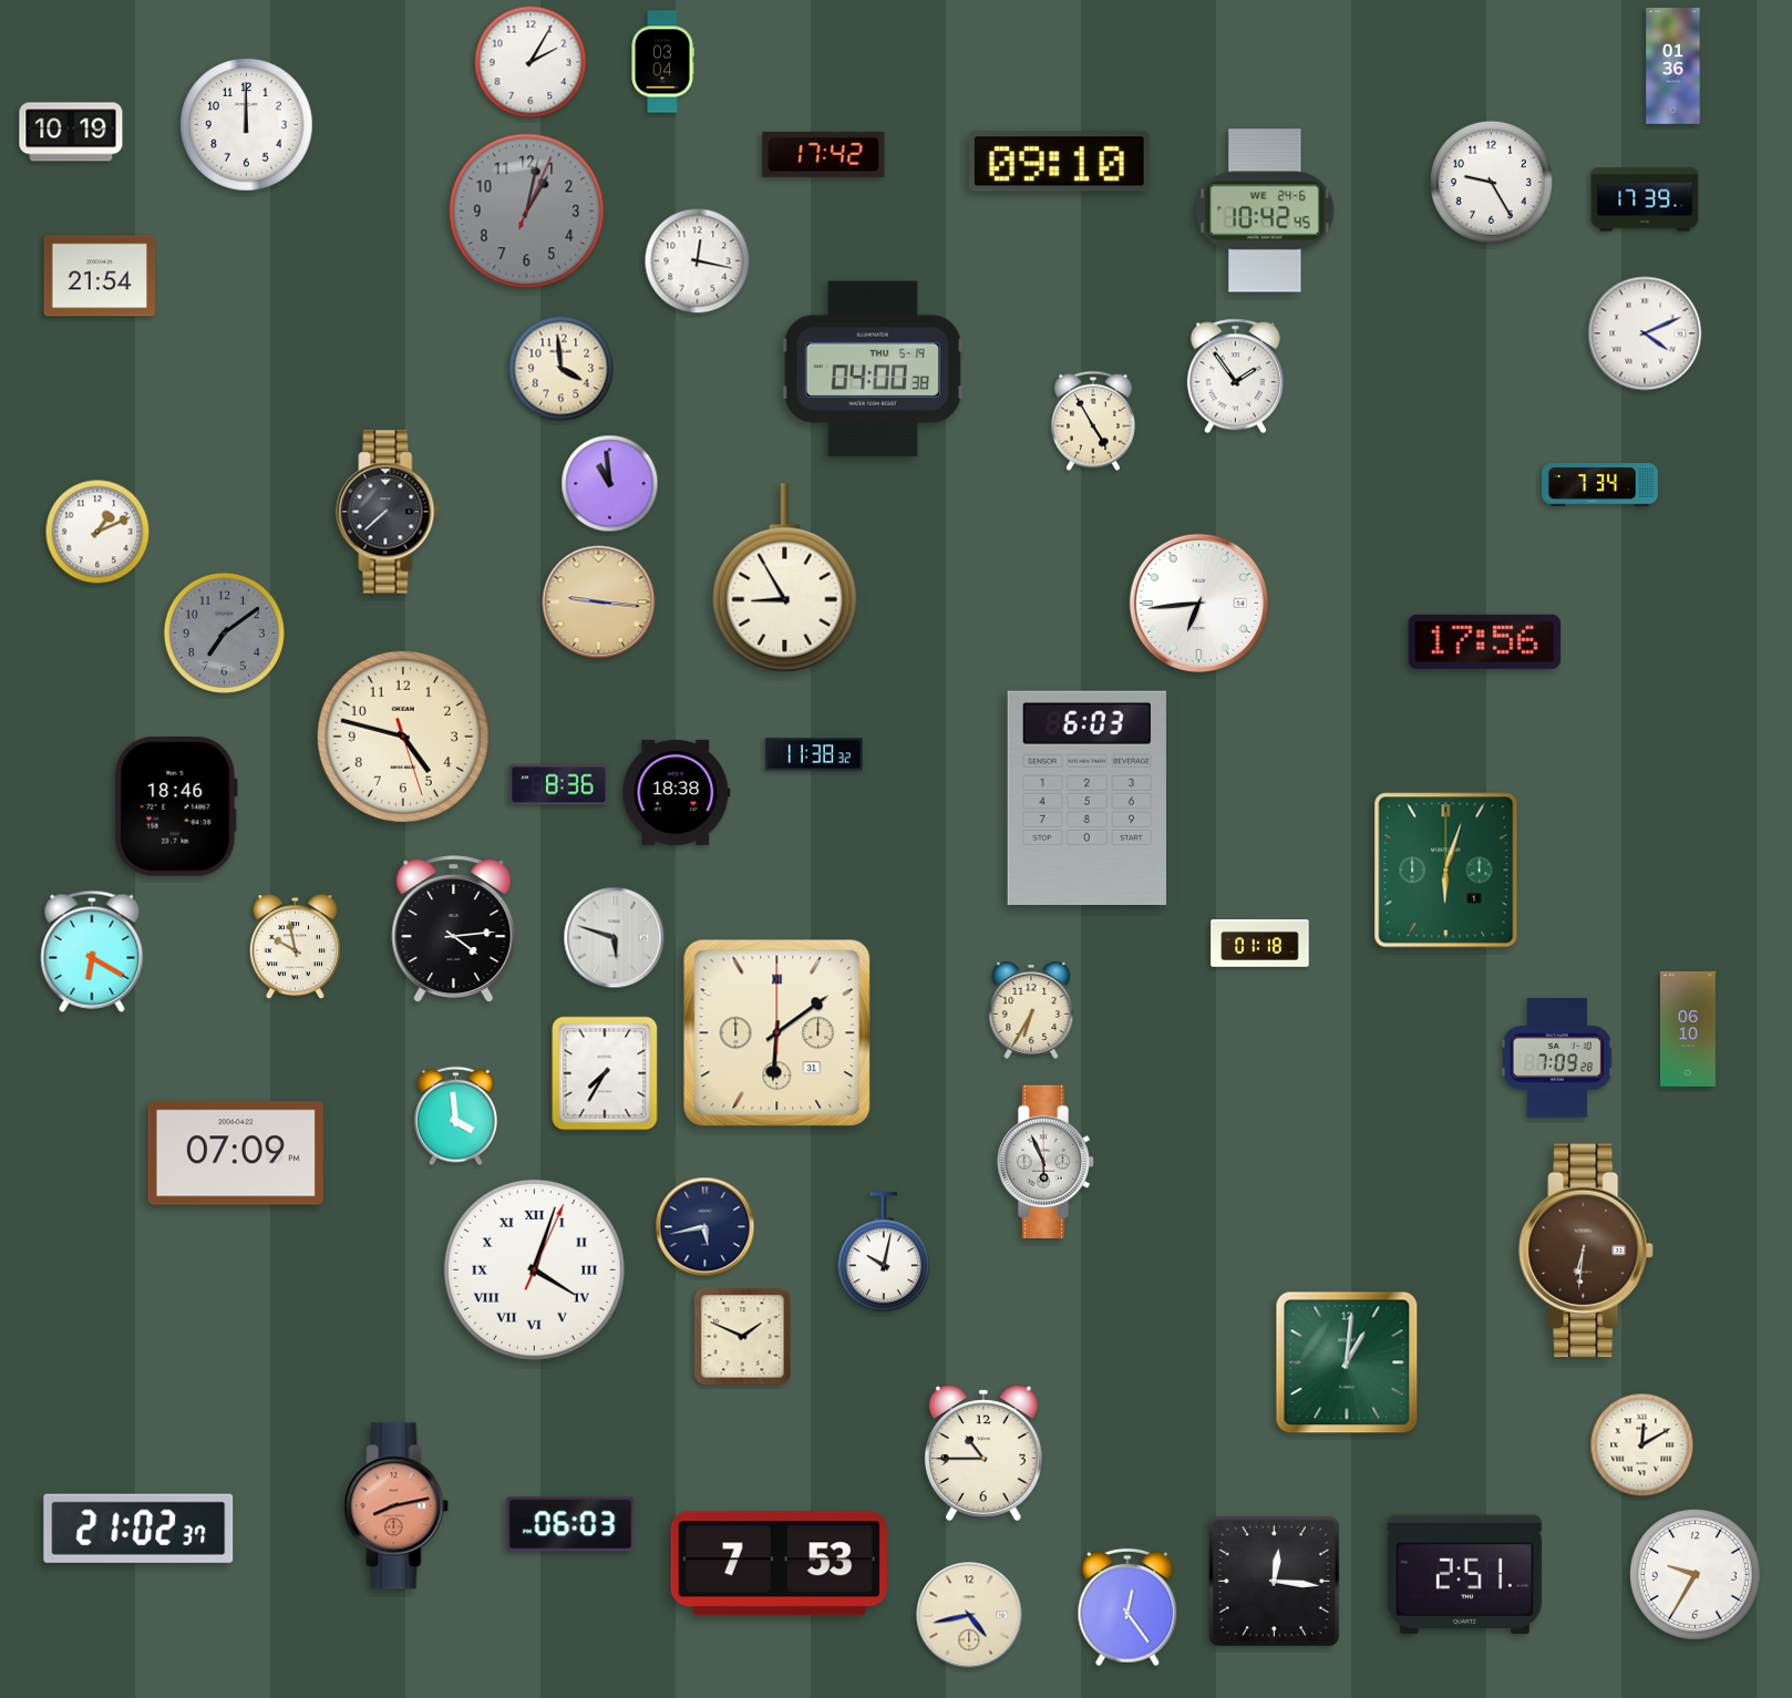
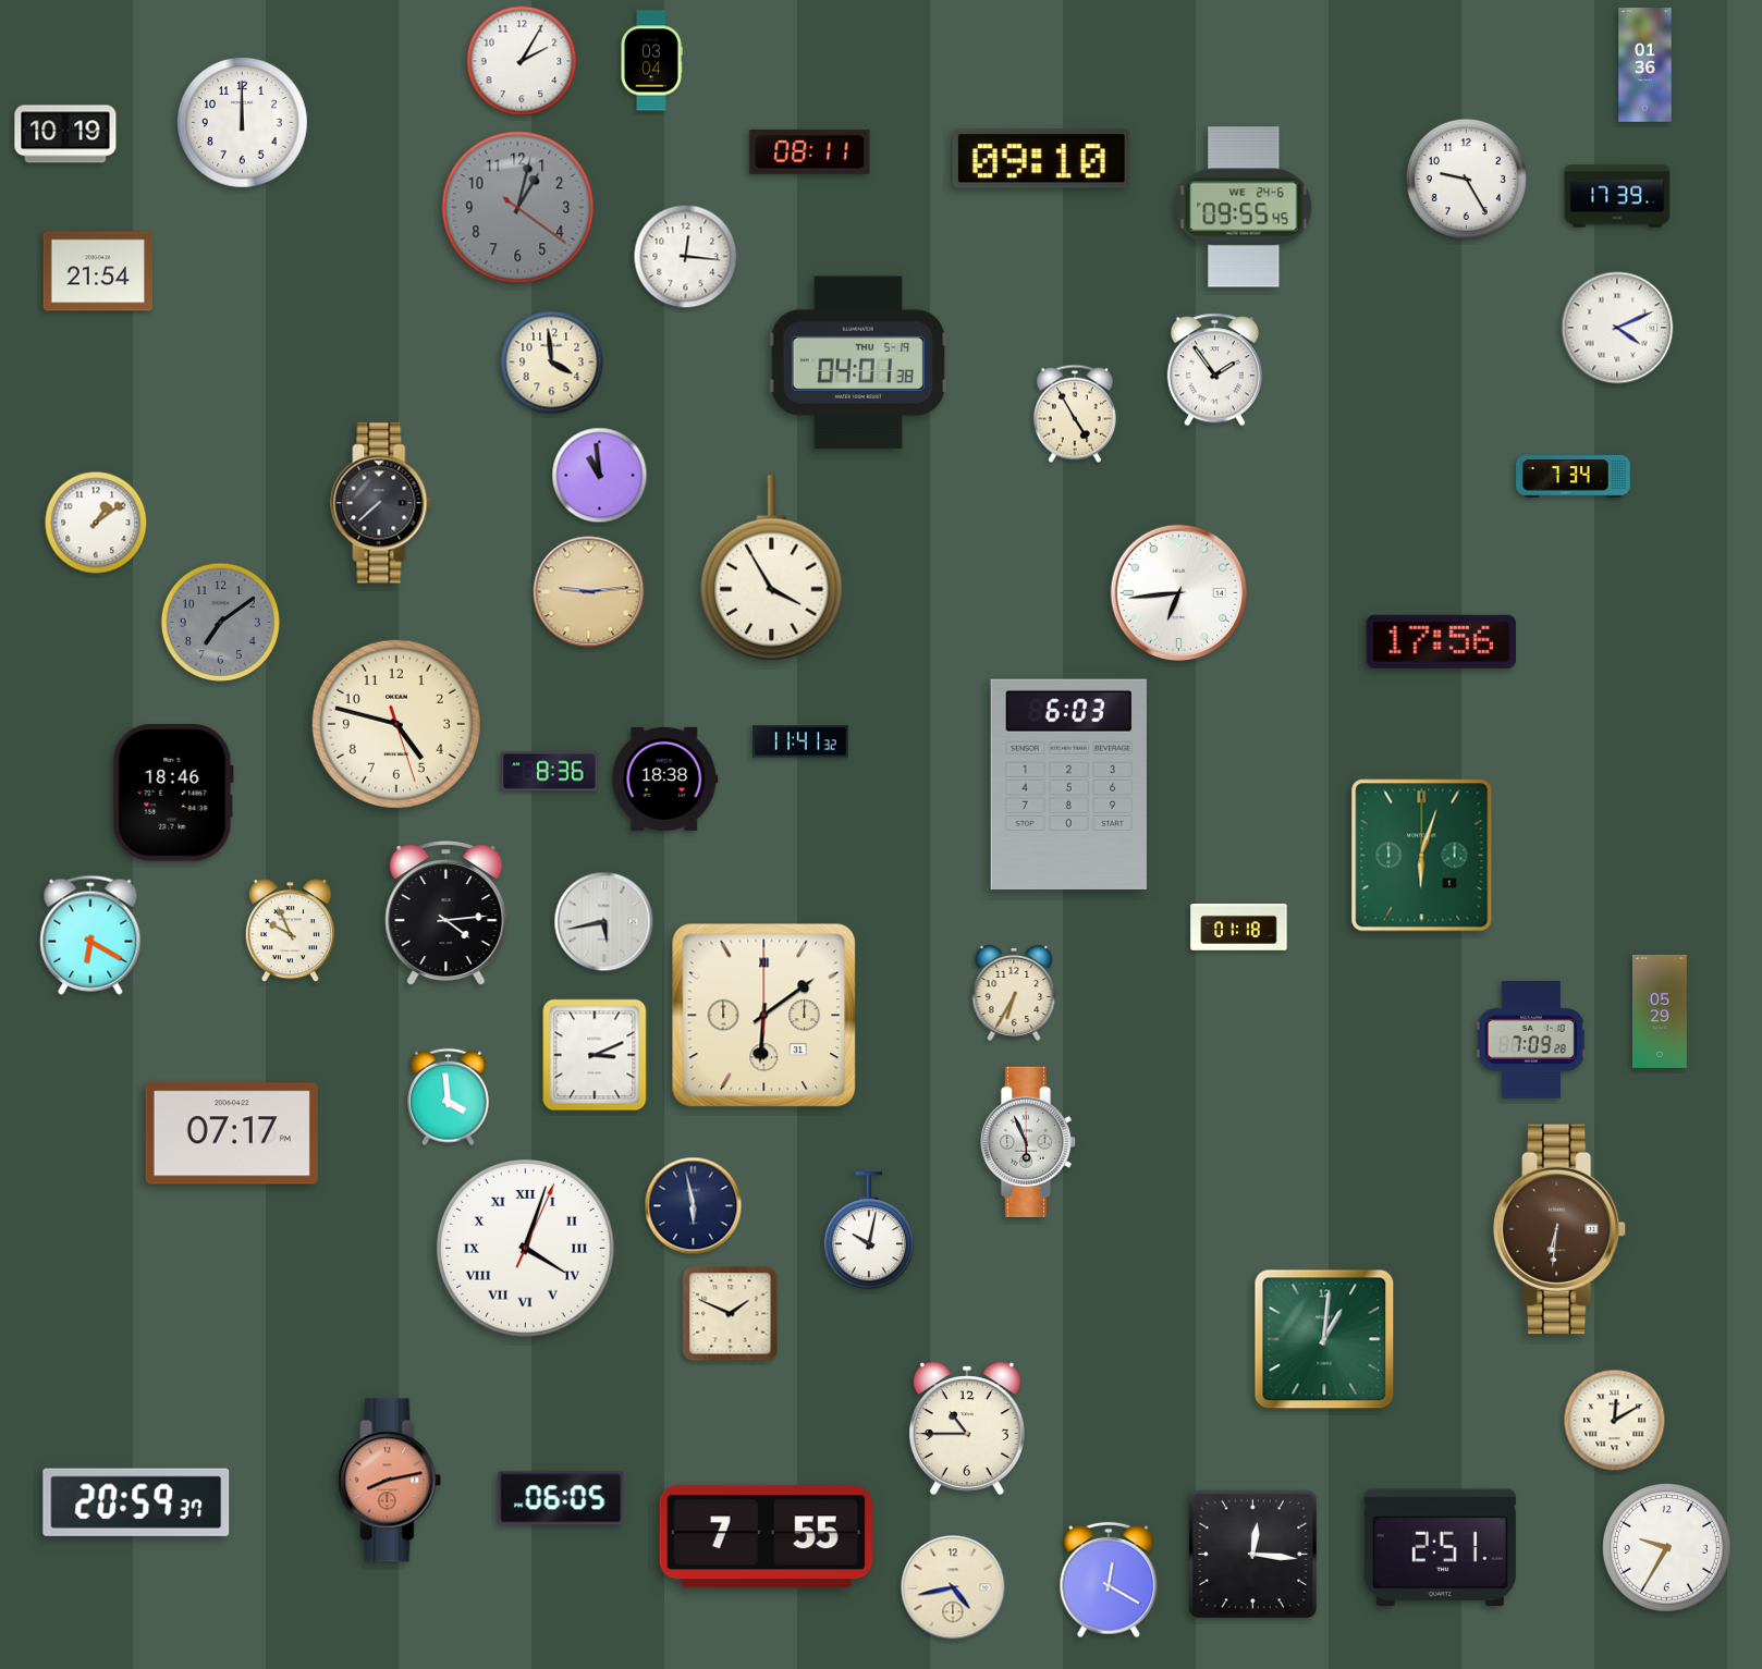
clock at (71, 132) position: (71, 132) -> (65, 134)
clock at (824, 154): 17:42 -> 08:11
clock at (1265, 210): 10:42 -> 09:55
clock at (527, 212): 1:02:04 -> 1:02:21
clock at (698, 261): 12:17 -> 12:16
clock at (873, 369): 04:00 -> 04:01
clock at (97, 532): 1:11 -> 1:09
clock at (785, 578): 8:55 -> 3:55
clock at (599, 603): 9:16 -> 9:14
clock at (1484, 641) position: (1484, 641) -> (1441, 641)
clock at (814, 754): 11:38 -> 11:41
clock at (615, 938): 5:48 -> 5:43
clock at (295, 947): 9:58 -> 9:56
clock at (1688, 1029): 06:10 -> 05:29
clock at (605, 1073): 7:35 -> 3:11
clock at (236, 1153): 07:09 -> 07:17
clock at (706, 1227): 5:43 -> 5:58
clock at (570, 1524): 06:03 -> 06:05
clock at (138, 1529): 21:02 -> 20:59
clock at (779, 1564): 7:53 -> 7:55
clock at (1127, 1607): 12:24 -> 12:20
